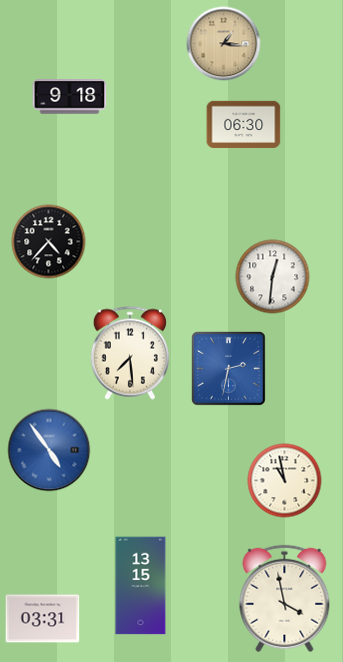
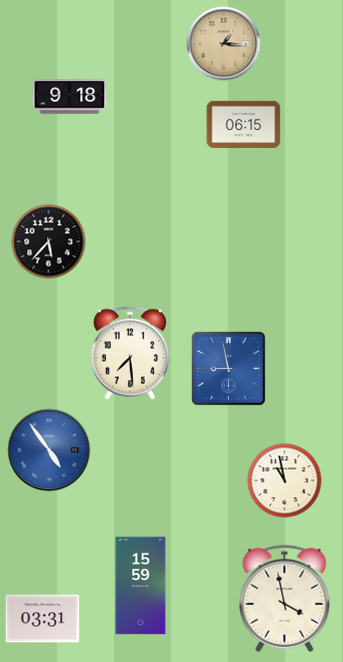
clock at (244, 124): 06:30 -> 06:15
clock at (49, 242): 4:37 -> 5:37
clock at (273, 277): 12:31 -> none
clock at (229, 369): 2:32 -> 8:58
clock at (141, 586): 13:15 -> 15:59
